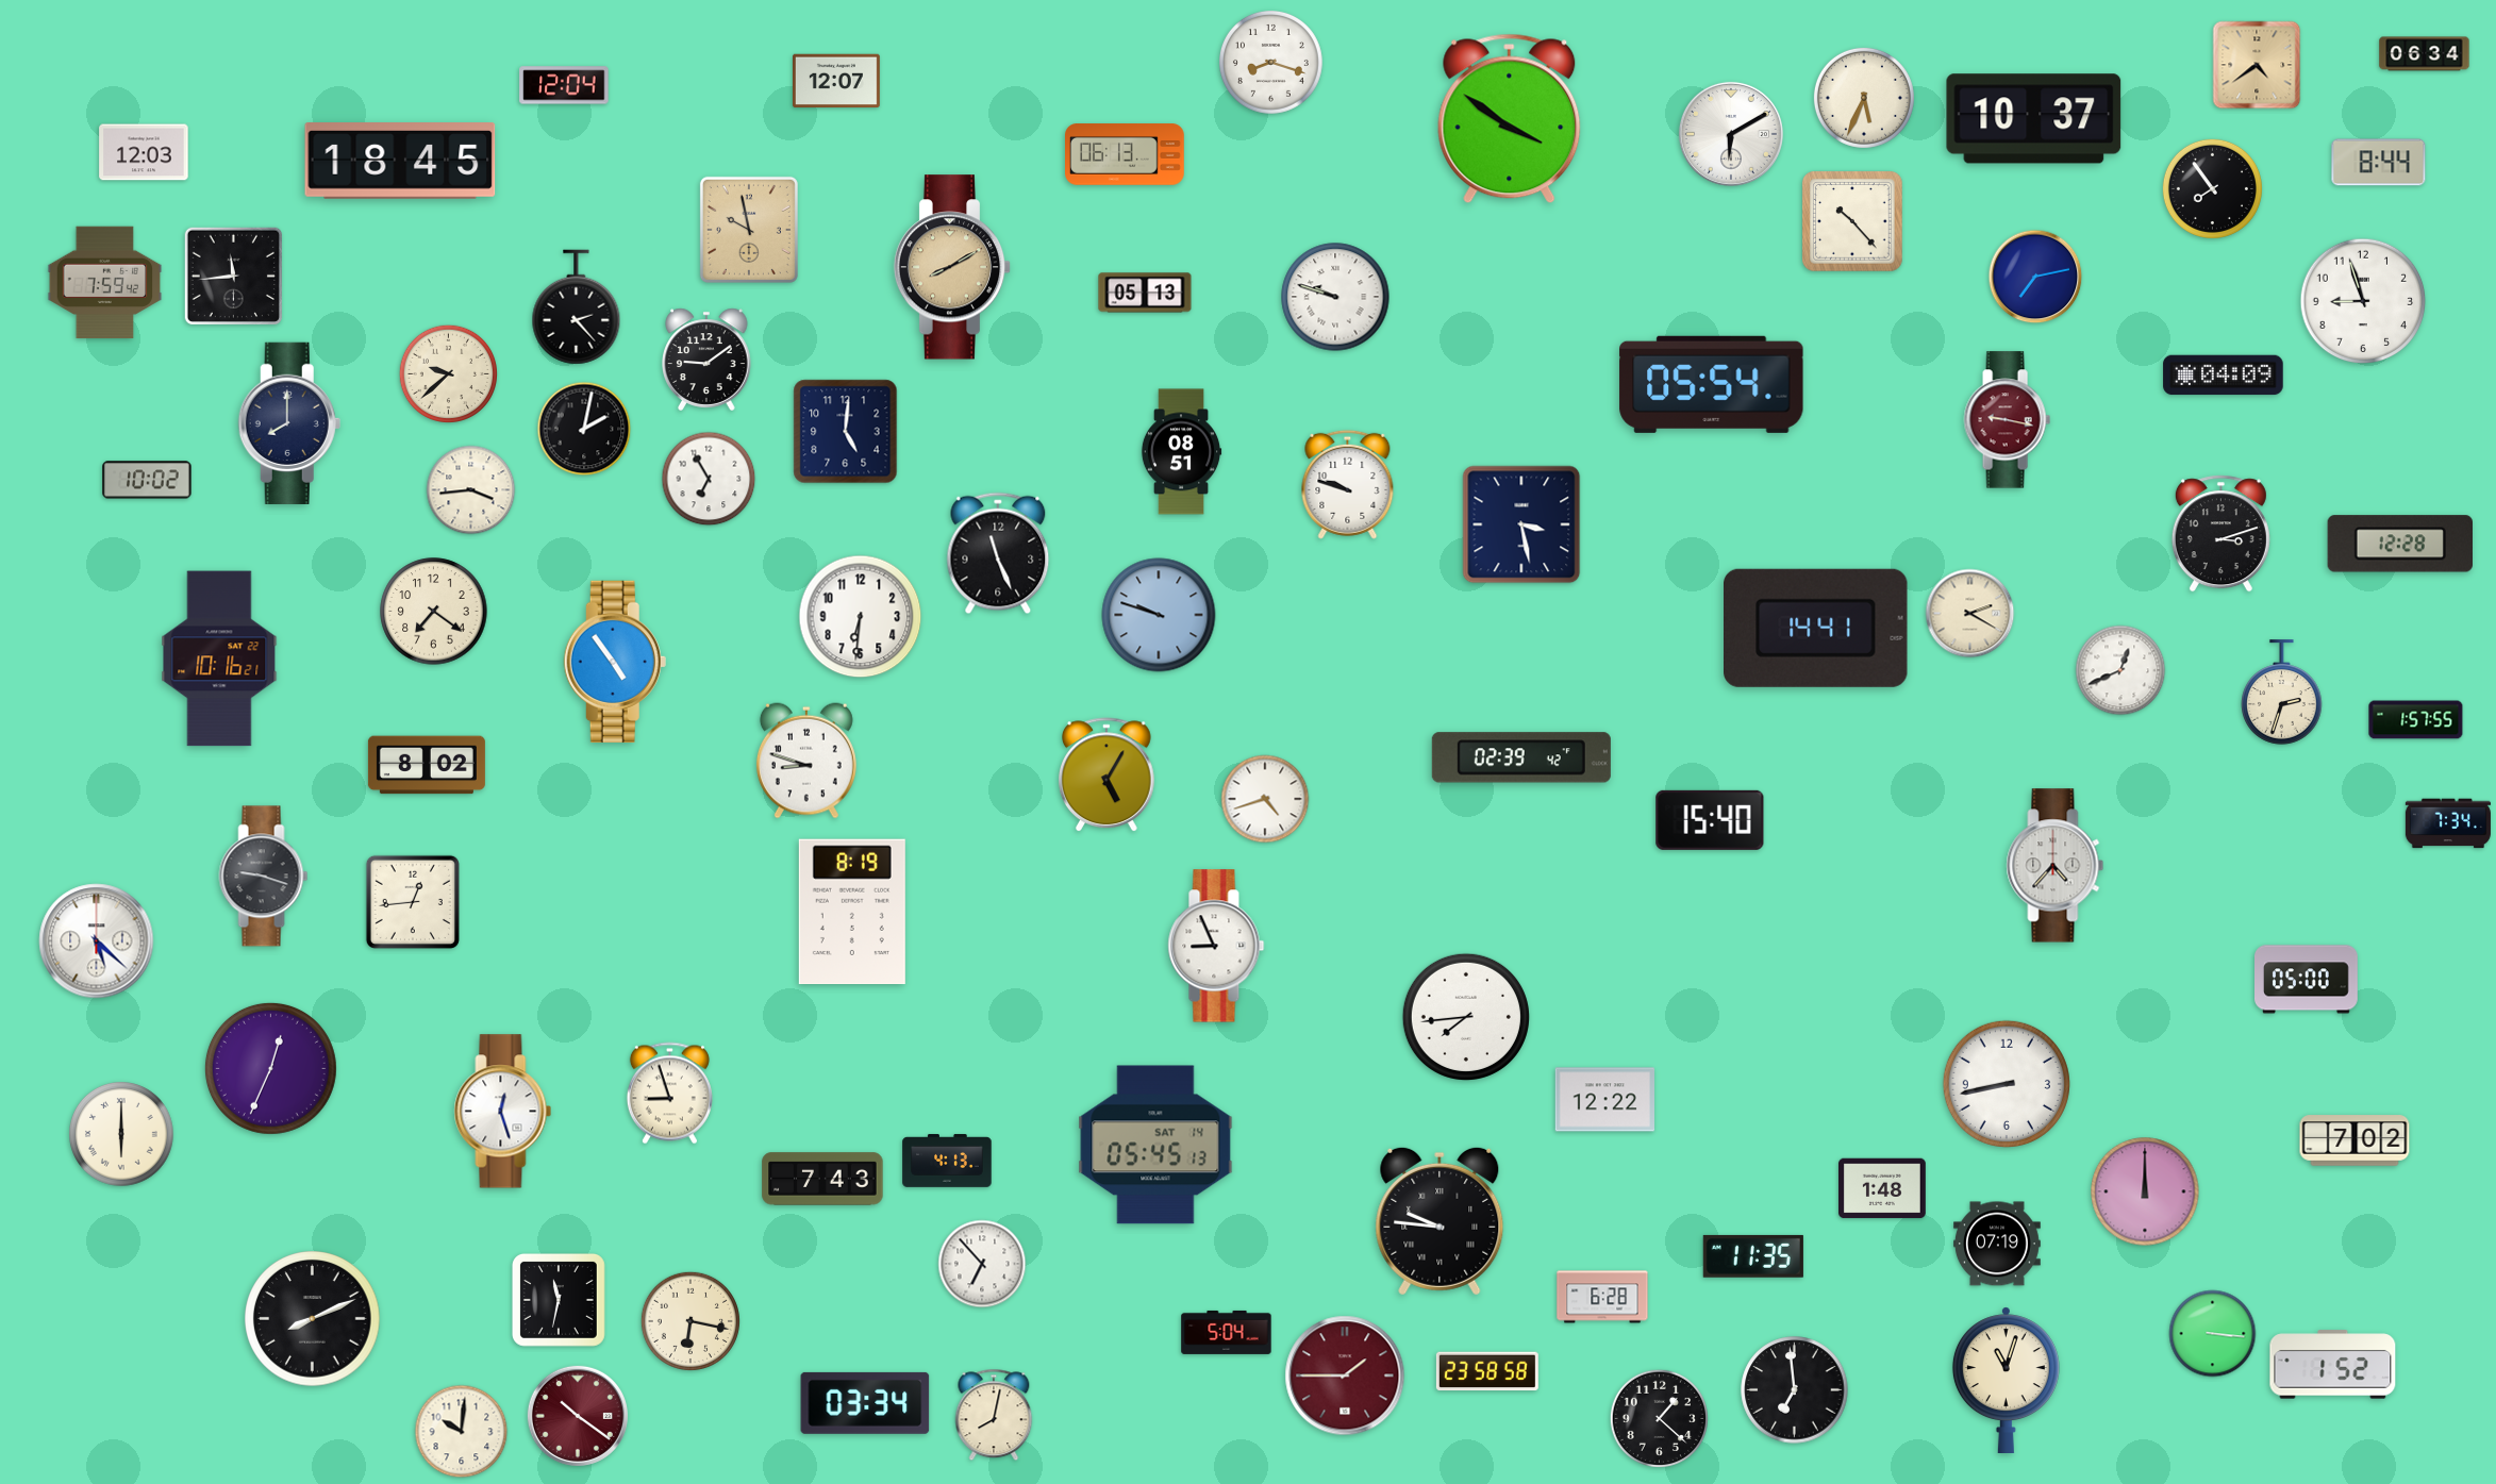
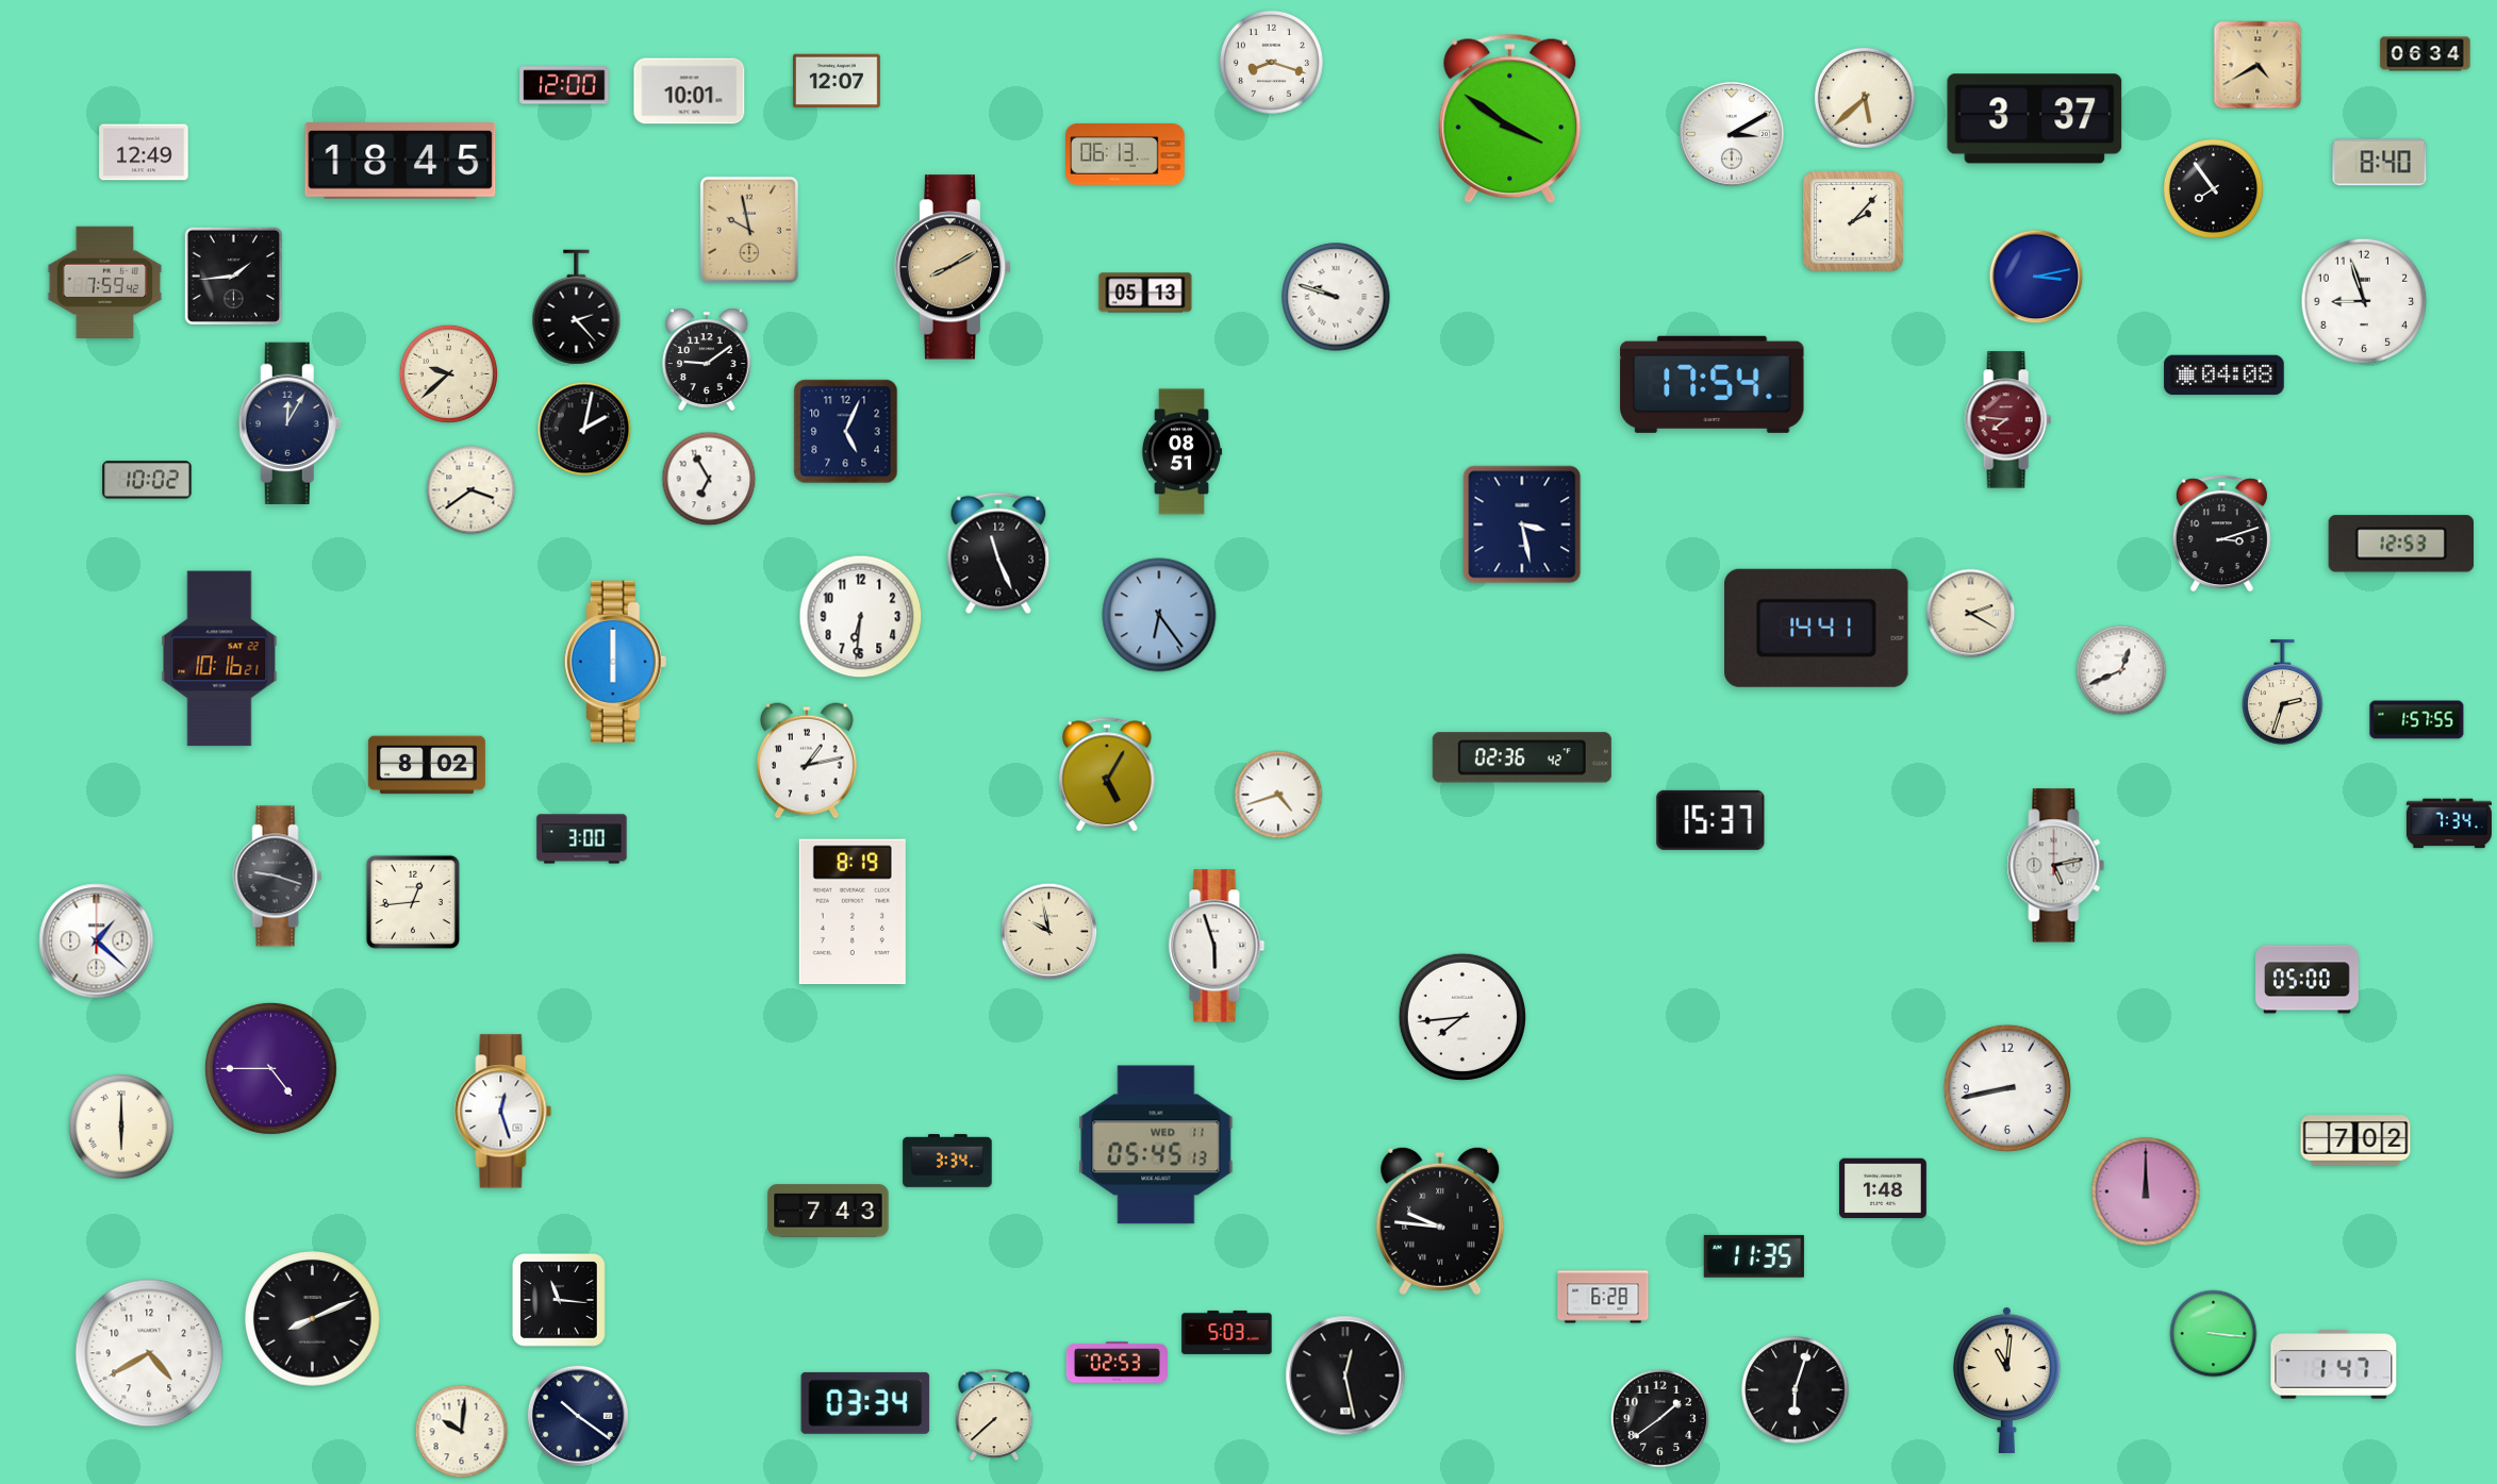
clock at (2257, 65): 4:39 -> 4:40
clock at (564, 85): 12:04 -> 12:00
clock at (690, 91): none -> 10:01
clock at (1864, 98): 5:34 -> 5:38
clock at (2034, 119): 10:37 -> 3:37
clock at (1731, 134): 6:10 -> 3:10
clock at (144, 152): 12:03 -> 12:49
clock at (2379, 163): 8:44 -> 8:40
clock at (1852, 221): 10:23 -> 2:07
clock at (233, 276): 11:44 -> 1:44
clock at (2035, 277): 7:13 -> 3:13
clock at (2224, 376): 04:09 -> 04:08
clock at (1712, 384): 05:54 -> 17:54
clock at (2007, 420): 9:17 -> 7:46
clock at (289, 423): 8:00 -> 12:05
clock at (846, 432): 5:01 -> 5:04
clock at (1348, 484): 9:48 -> none
clock at (471, 490): 3:44 -> 3:39
clock at (2399, 544): 12:28 -> 12:53
clock at (434, 612): 7:21 -> none
clock at (1159, 615): 9:48 -> 6:24
clock at (615, 662): 4:54 -> 6:00
clock at (1521, 757): 02:39 -> 02:36
clock at (806, 761): 8:48 -> 1:13
clock at (1265, 799) position: (1265, 799) -> (1278, 795)
clock at (1710, 820): 15:40 -> 15:37
clock at (582, 839): none -> 3:00
clock at (2056, 866): 4:37 -> 5:13
clock at (264, 877) position: (264, 877) -> (278, 877)
clock at (1049, 932): none -> 9:58
clock at (97, 941): 5:22 -> 1:22
clock at (1216, 946): 8:56 -> 5:57
clock at (1466, 1017) position: (1466, 1017) -> (1462, 1017)
clock at (270, 1068): 12:34 -> 4:45
clock at (2007, 1084) position: (2007, 1084) -> (2007, 1088)
clock at (669, 1094): 8:57 -> none
clock at (1605, 1100): 12:22 -> none
clock at (122, 1135) position: (122, 1135) -> (122, 1128)
clock at (1155, 1145) date: SAT 14 -> WED 11
clock at (947, 1161): 4:13 -> 3:34
clock at (822, 1179) position: (822, 1179) -> (828, 1211)
clock at (1998, 1244): 07:19 -> none
clock at (982, 1264): 6:53 -> none
clock at (559, 1300): 11:32 -> 11:16
clock at (690, 1321): 6:17 -> none
clock at (1227, 1332): 5:04 -> 5:03
clock at (149, 1353): none -> 4:40
clock at (1117, 1363): none -> 02:53
clock at (2333, 1365): 1:52 -> 1:47
clock at (1487, 1371): 23:58 -> none
clock at (1345, 1375): 1:45 -> 12:28
clock at (1345, 1375) dial: burgundy -> black
clock at (2006, 1380): 11:03 -> 11:01
clock at (1795, 1390): 6:59 -> 6:03
clock at (994, 1415): 8:02 -> 7:38
clock at (578, 1416) dial: burgundy -> navy
clock at (1659, 1418): 1:22 -> 1:39
